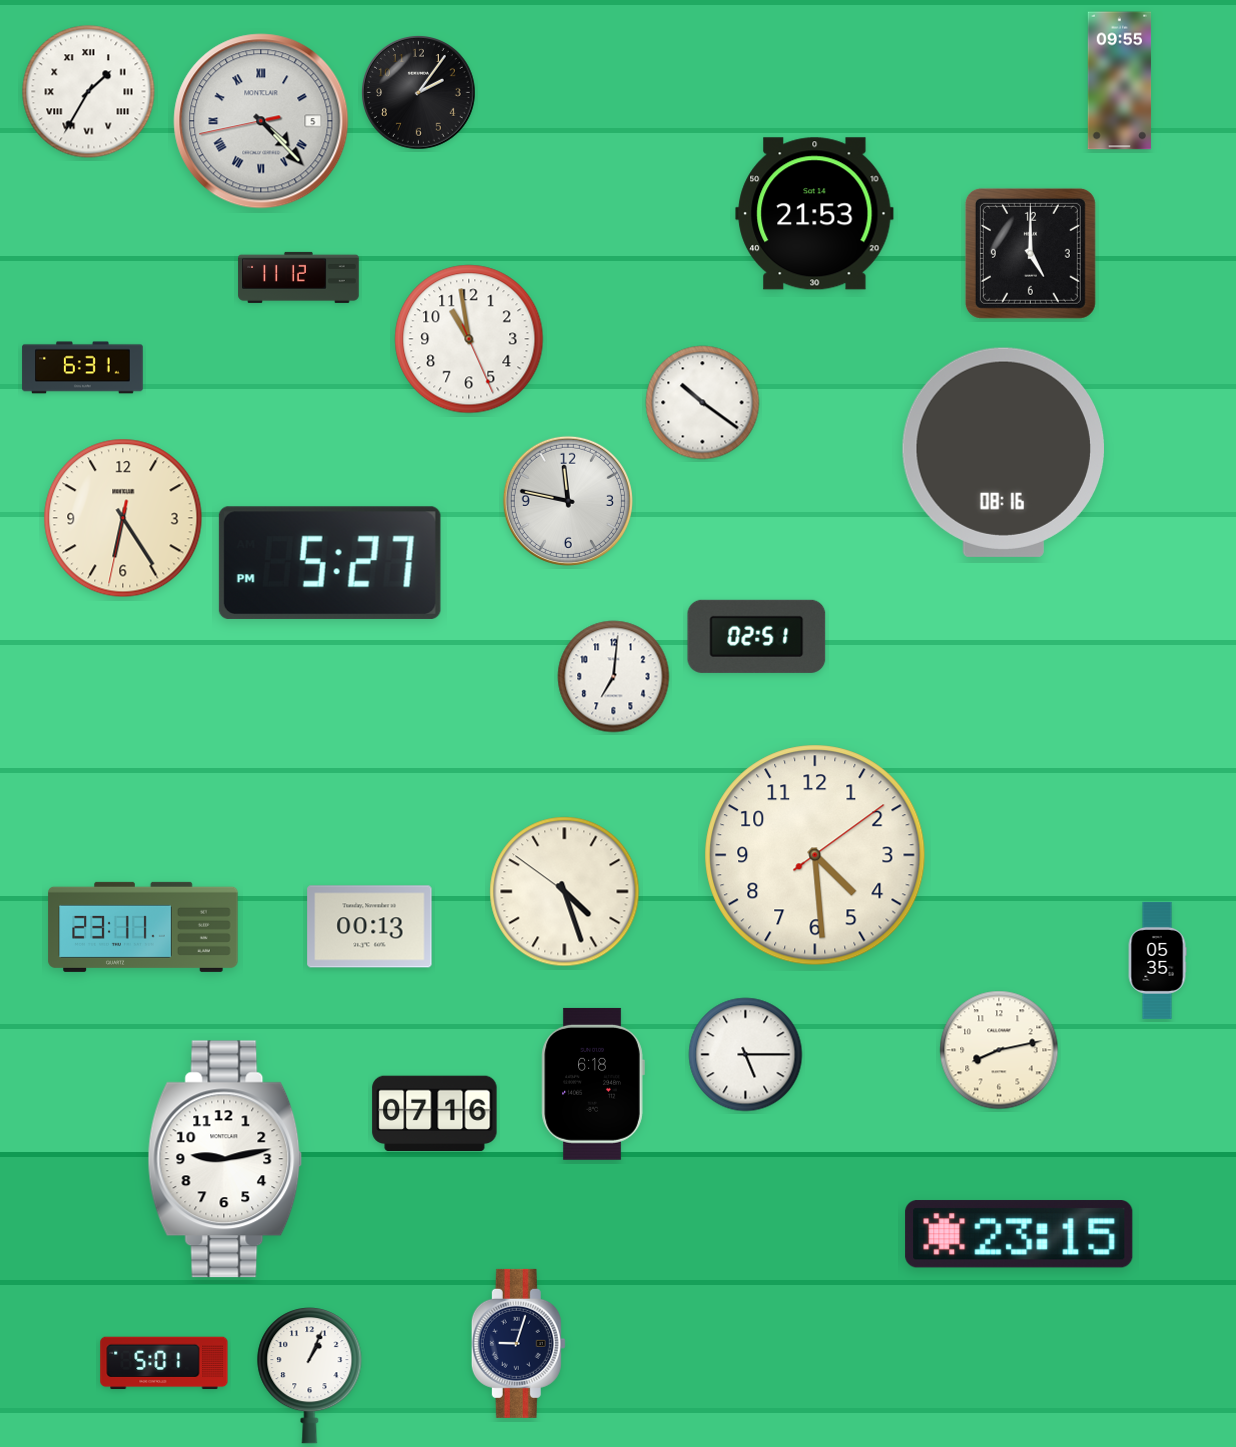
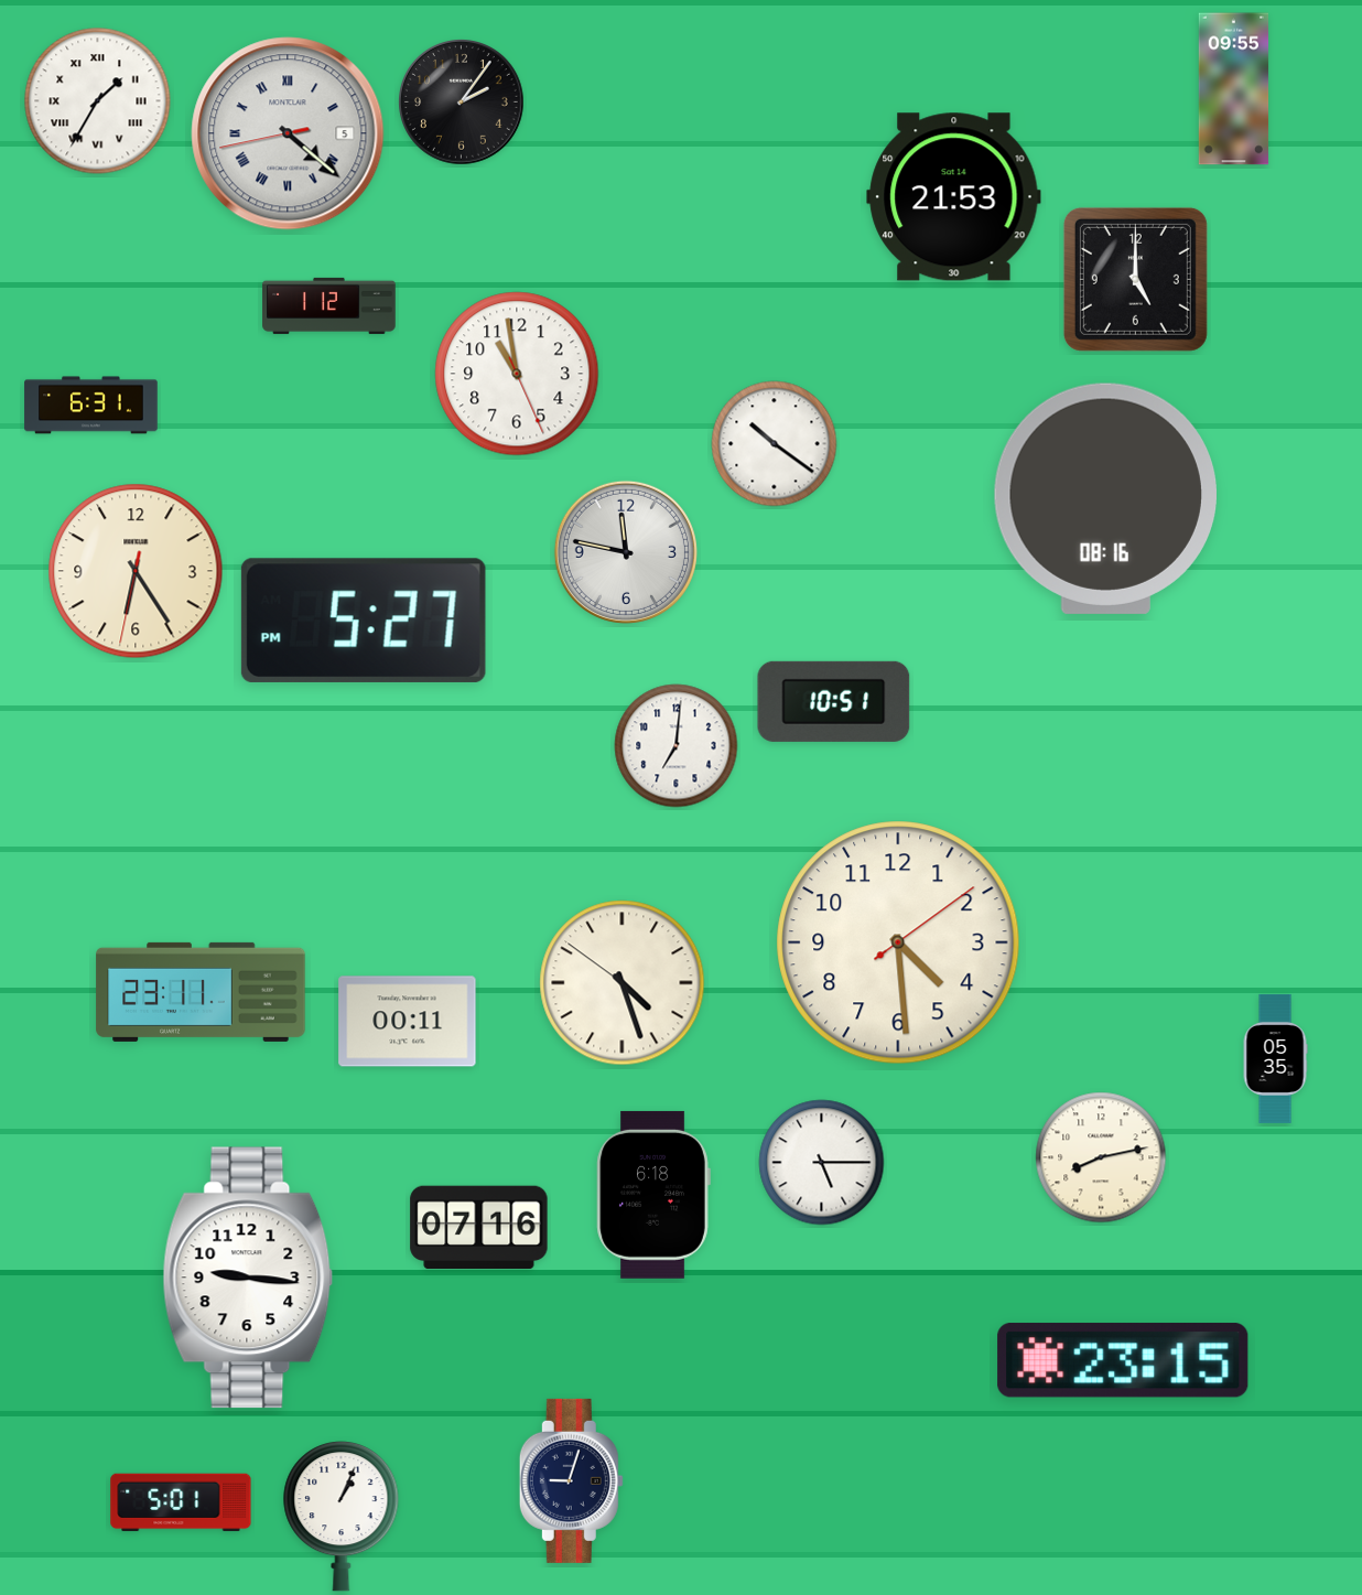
clock at (261, 121): 4:22 -> 4:21
clock at (815, 214) position: (815, 214) -> (954, 197)
clock at (299, 277): 11:12 -> 1:12
clock at (757, 636): 02:51 -> 10:51
clock at (143, 927) position: (143, 927) -> (201, 992)
clock at (370, 927): 00:13 -> 00:11
clock at (225, 1159): 9:13 -> 9:16
